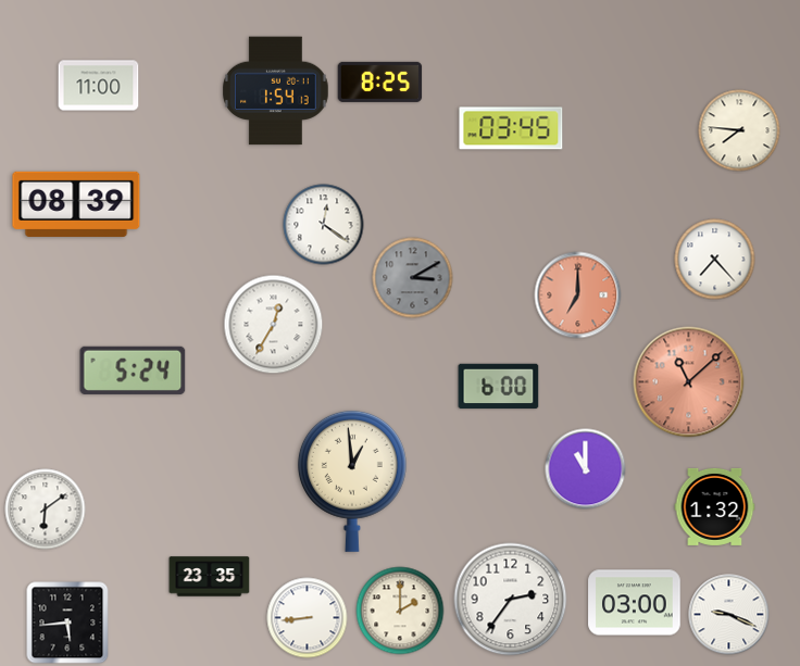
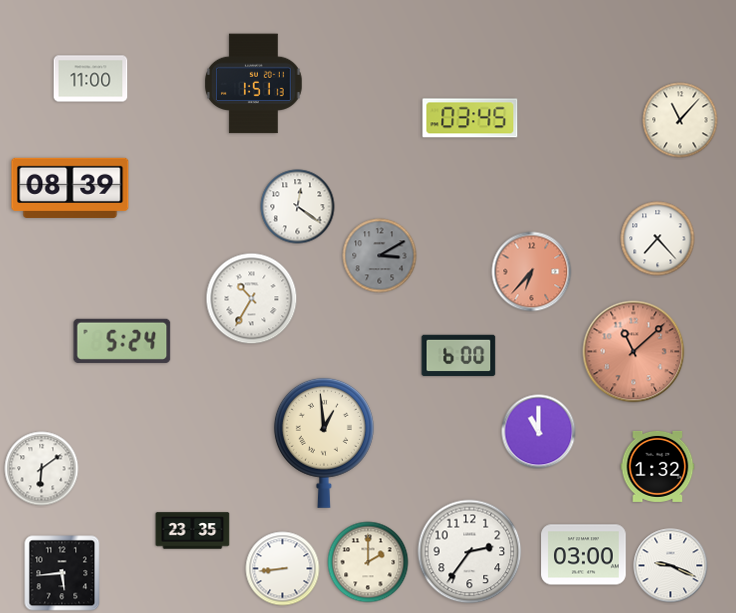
clock at (380, 81): 8:25 -> none
clock at (276, 91): 1:54 -> 1:51
clock at (739, 130): 7:46 -> 11:07
clock at (578, 296): 7:00 -> 6:37
clock at (274, 325): 12:35 -> 10:35
